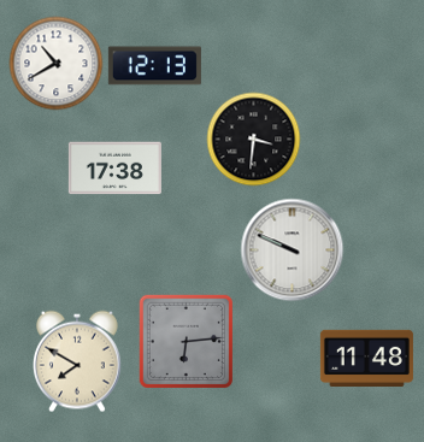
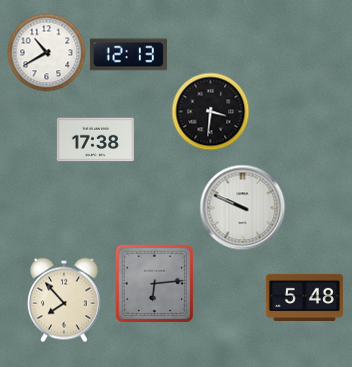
clock at (253, 139) position: (253, 139) -> (210, 111)
clock at (366, 358): 11:48 -> 5:48
clock at (78, 361): 7:50 -> 7:53
